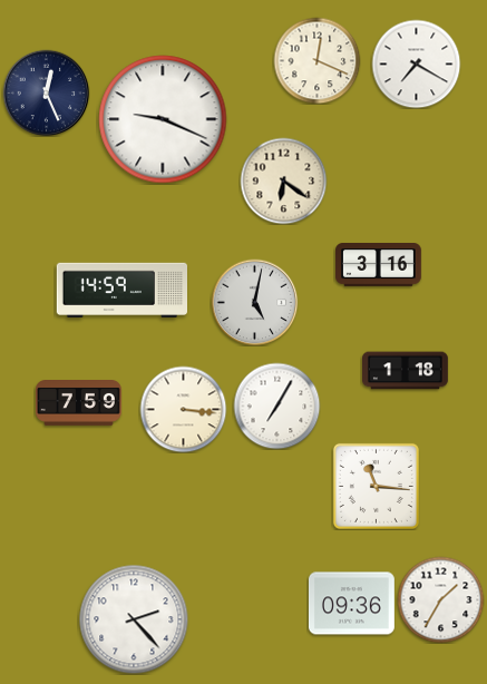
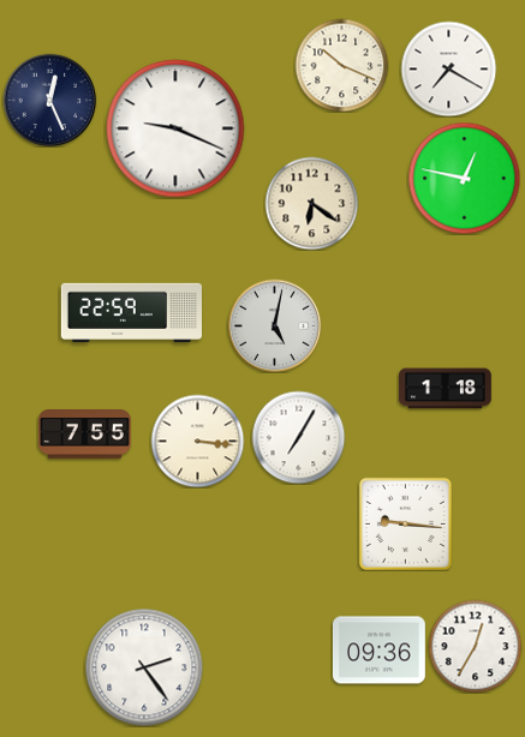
clock at (316, 60): 12:19 -> 10:19
clock at (464, 178): none -> 12:47
clock at (283, 180) position: (283, 180) -> (311, 203)
clock at (379, 265): 3:16 -> none
clock at (121, 290): 14:59 -> 22:59
clock at (406, 371) position: (406, 371) -> (446, 389)
clock at (79, 403): 7:59 -> 7:55
clock at (376, 486): 11:16 -> 9:16
clock at (440, 599): 1:35 -> 12:35
clock at (134, 619): 2:23 -> 2:24
